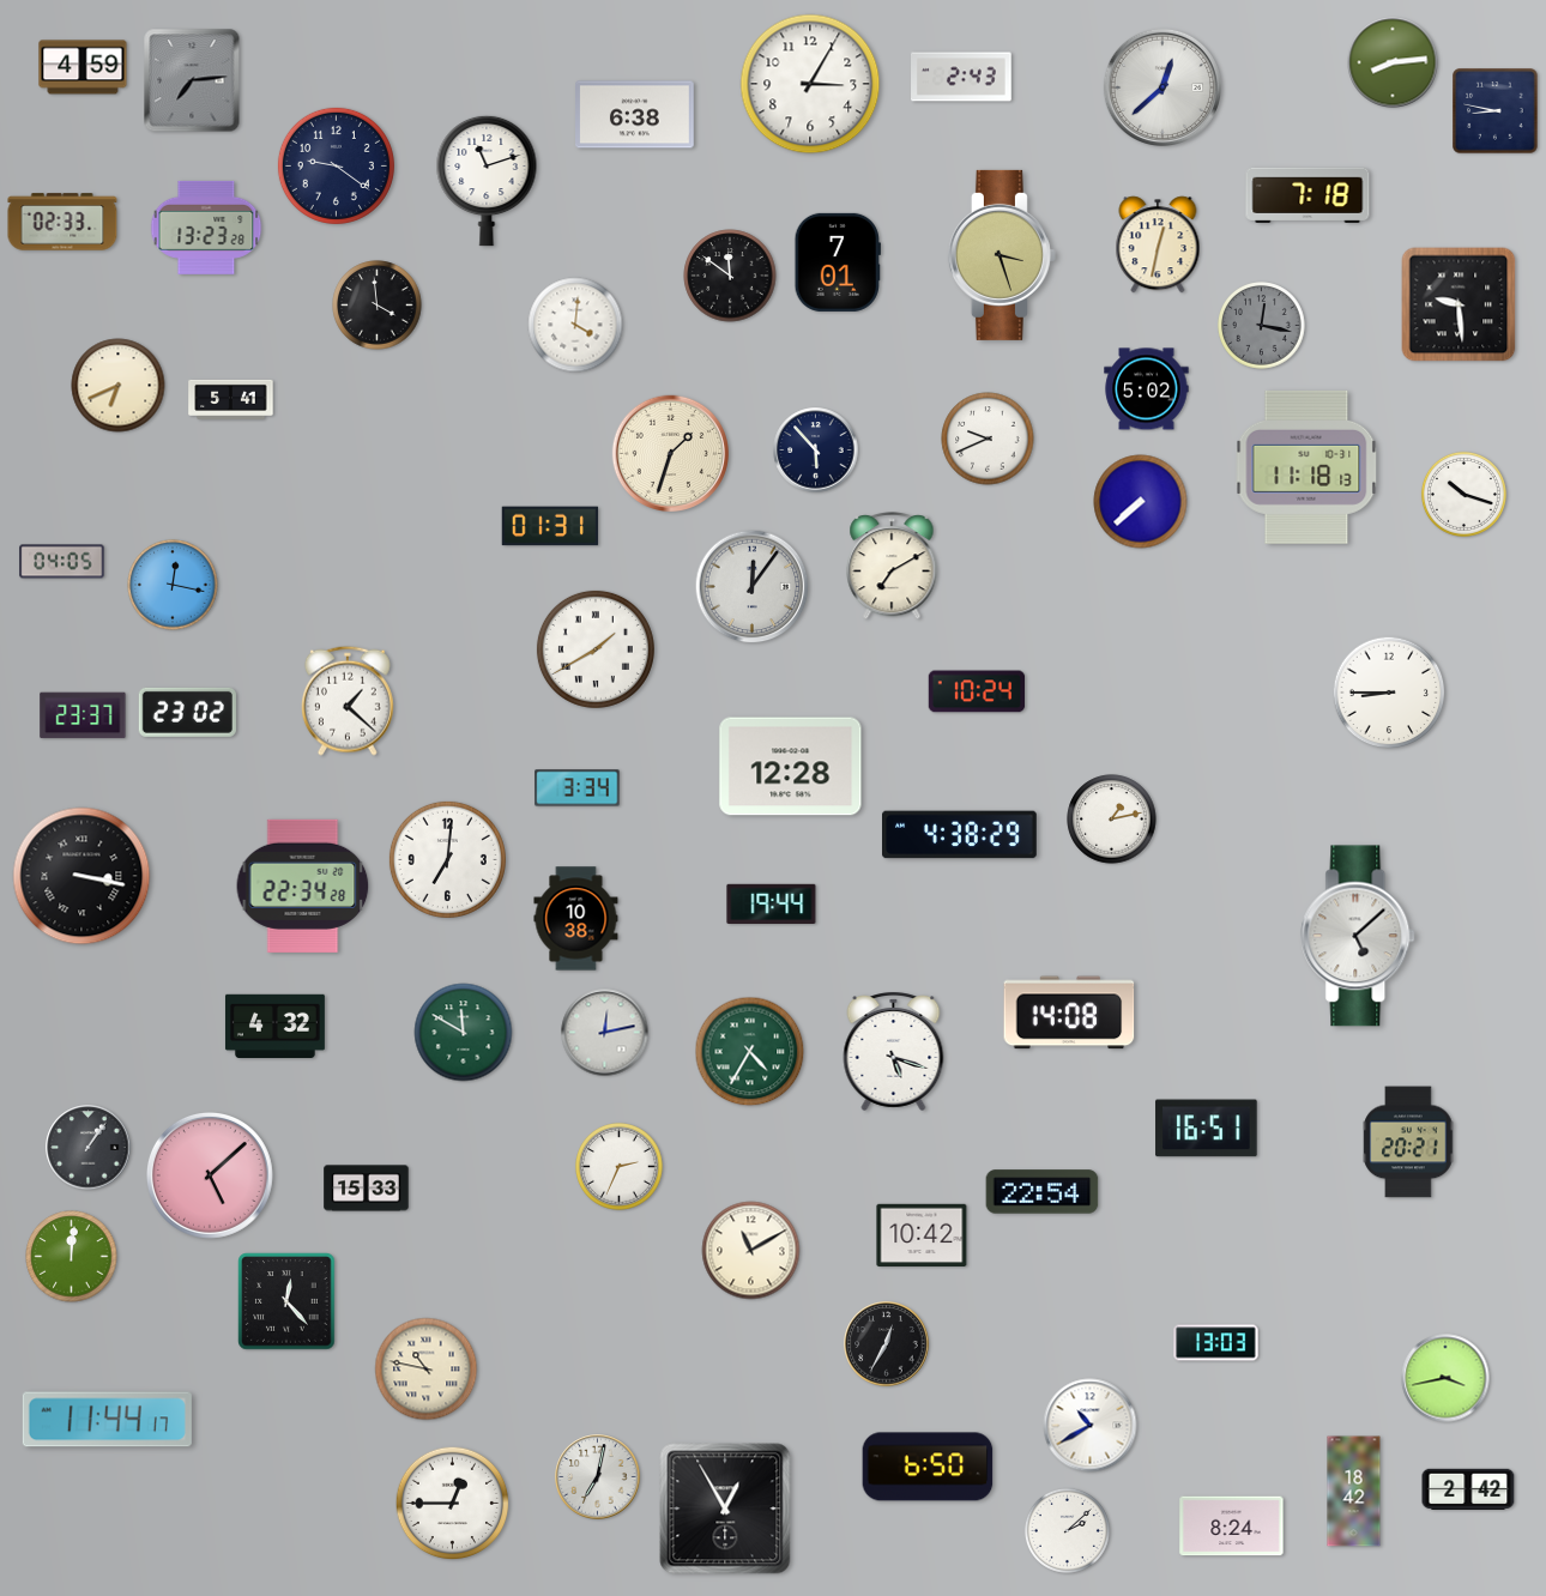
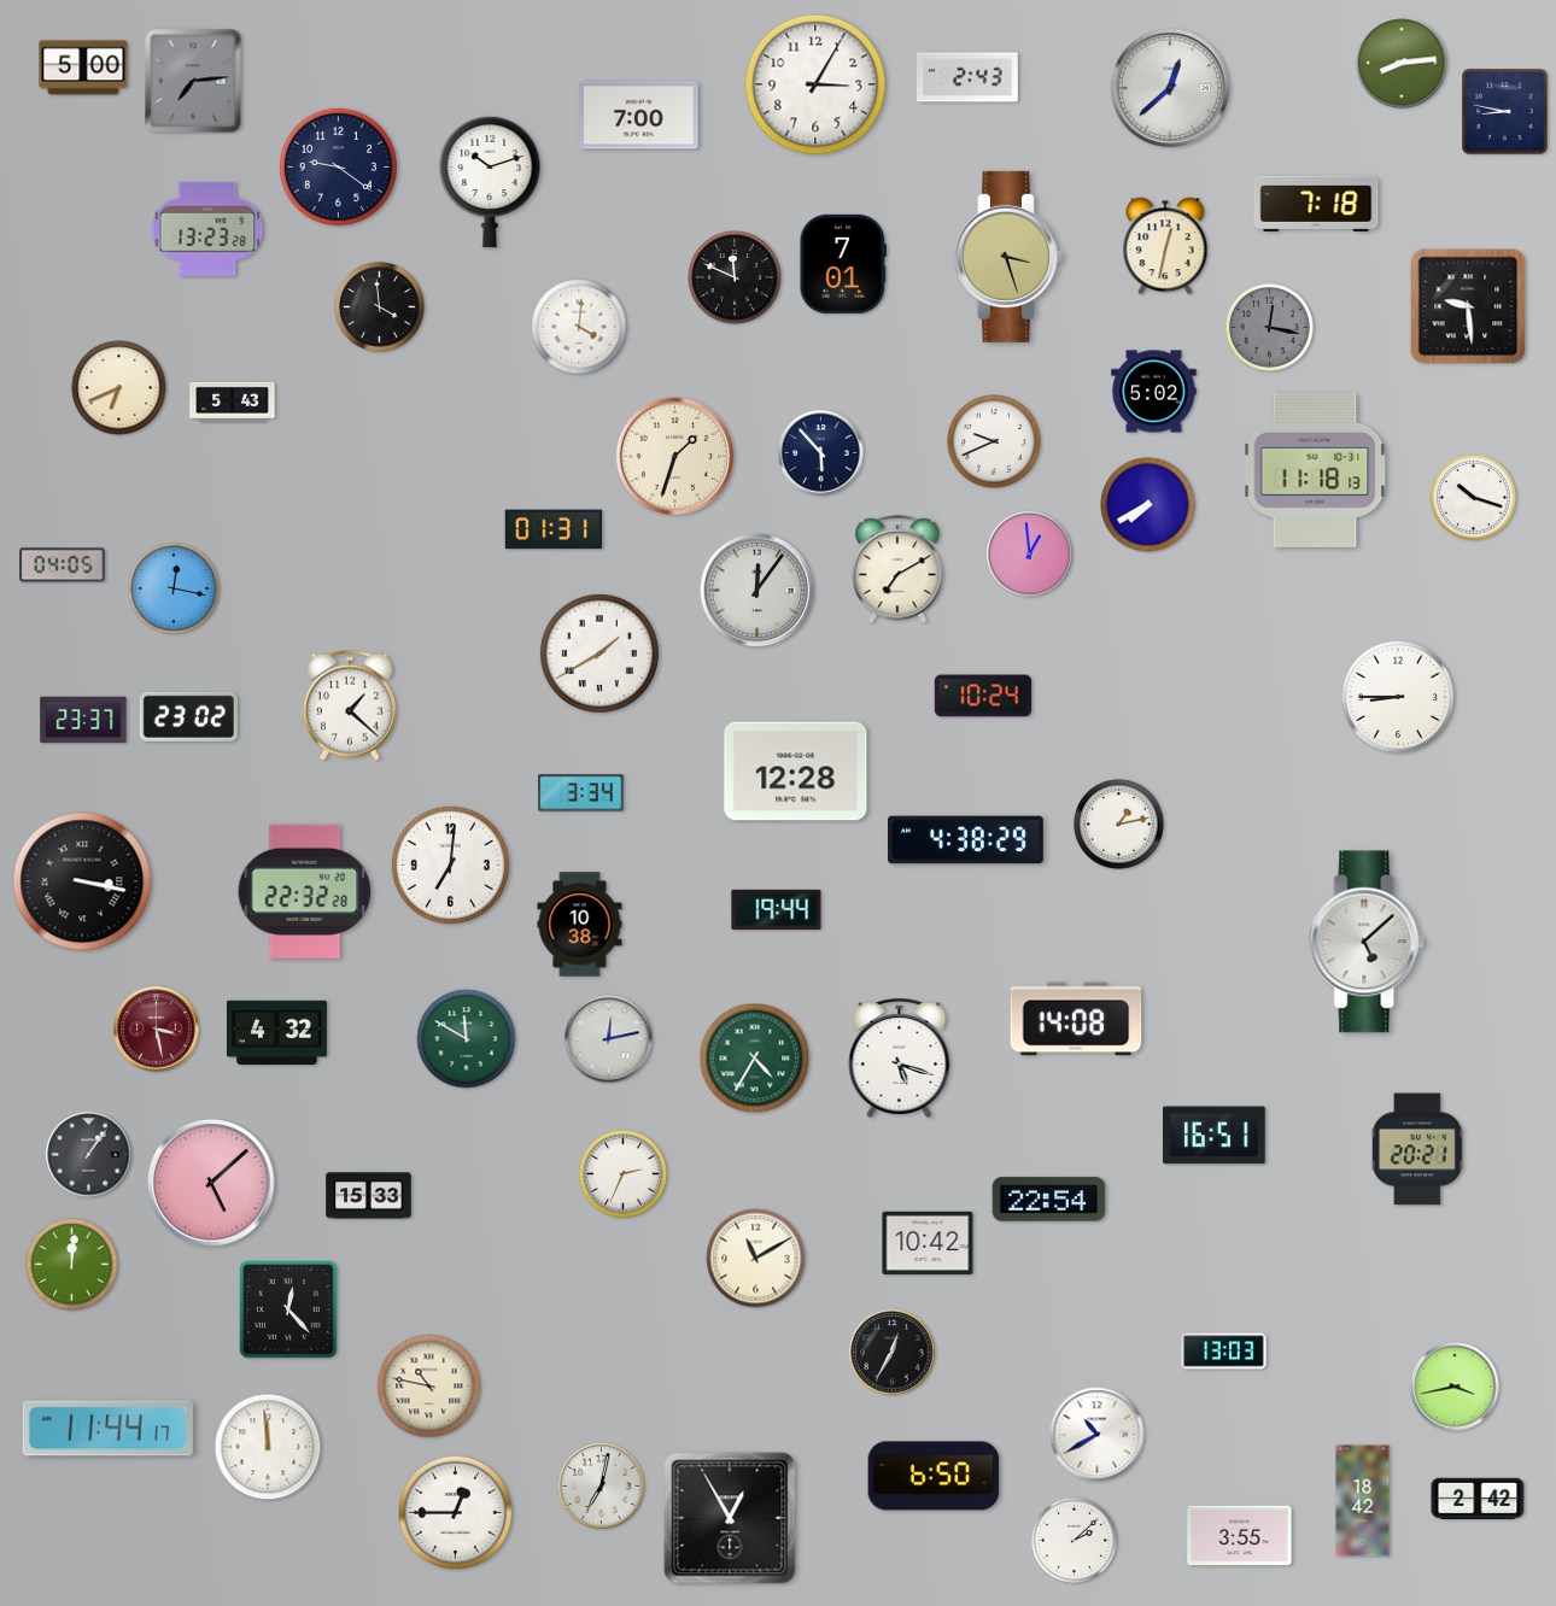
clock at (83, 67): 4:59 -> 5:00
clock at (635, 115): 6:38 -> 7:00
clock at (487, 181): 11:12 -> 10:12
clock at (1308, 195) position: (1308, 195) -> (1316, 204)
clock at (62, 222): 02:33 -> none
clock at (730, 276): 11:51 -> 11:49
clock at (231, 399): 5:41 -> 5:43
clock at (1141, 502): 7:38 -> 7:40
clock at (1030, 555): none -> 12:59
clock at (303, 885): 22:34 -> 22:32
clock at (157, 1030): none -> 3:28
clock at (427, 1370) position: (427, 1370) -> (429, 1387)
clock at (268, 1447): none -> 11:59
clock at (1232, 1527): 8:24 -> 3:55
